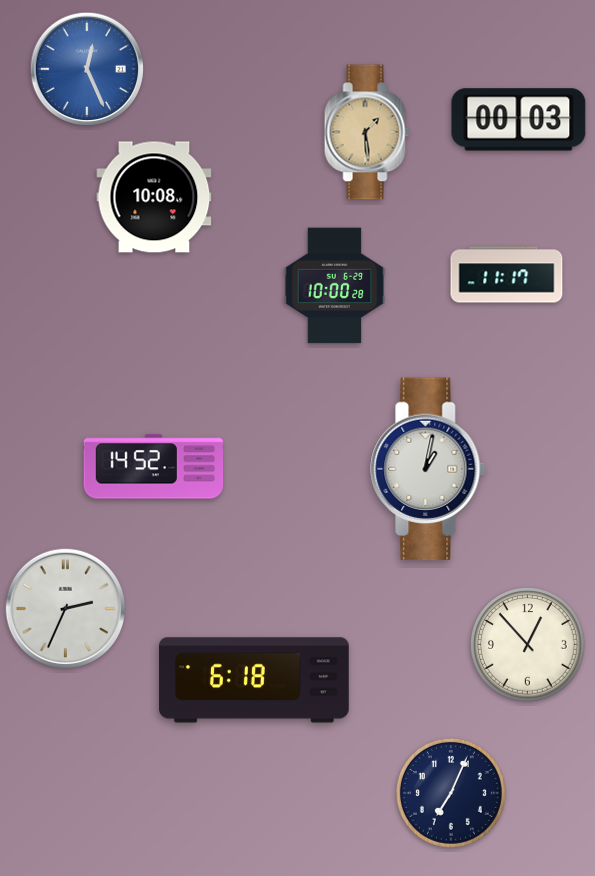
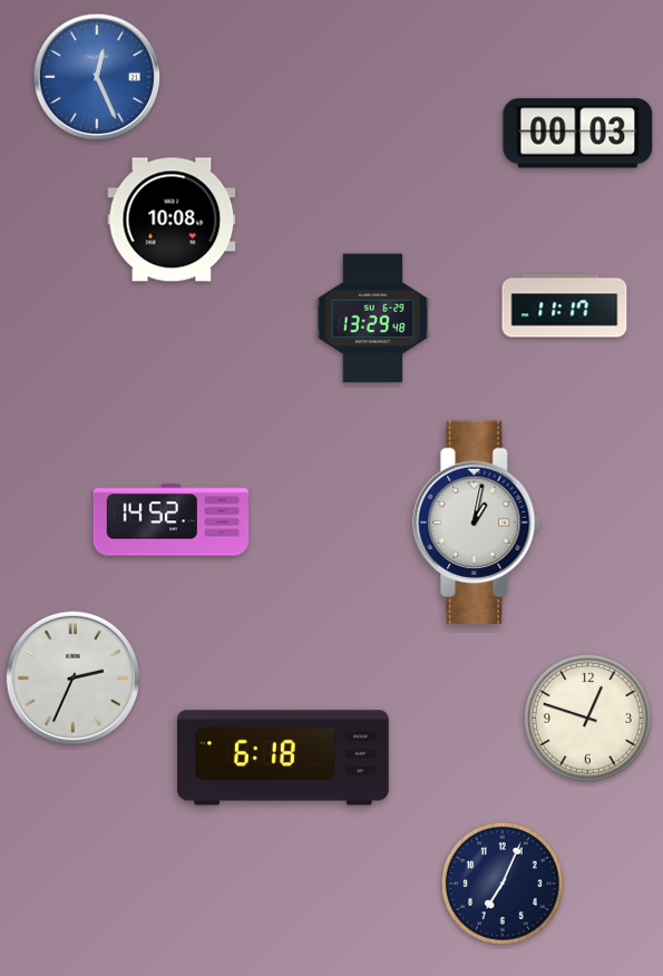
clock at (367, 132): 1:29 -> none
clock at (335, 286): 10:00 -> 13:29
clock at (528, 645): 12:53 -> 12:48
